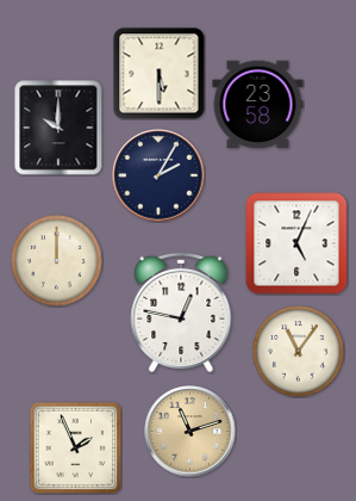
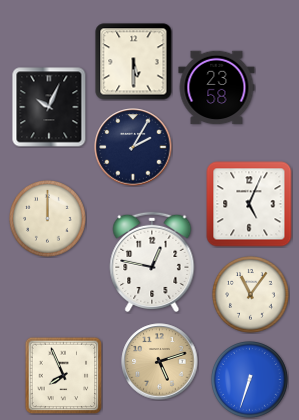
clock at (58, 128): 10:00 -> 10:04
clock at (191, 432): 11:12 -> 5:12
clock at (75, 447): 1:56 -> 7:56
clock at (250, 380): none -> 6:33
